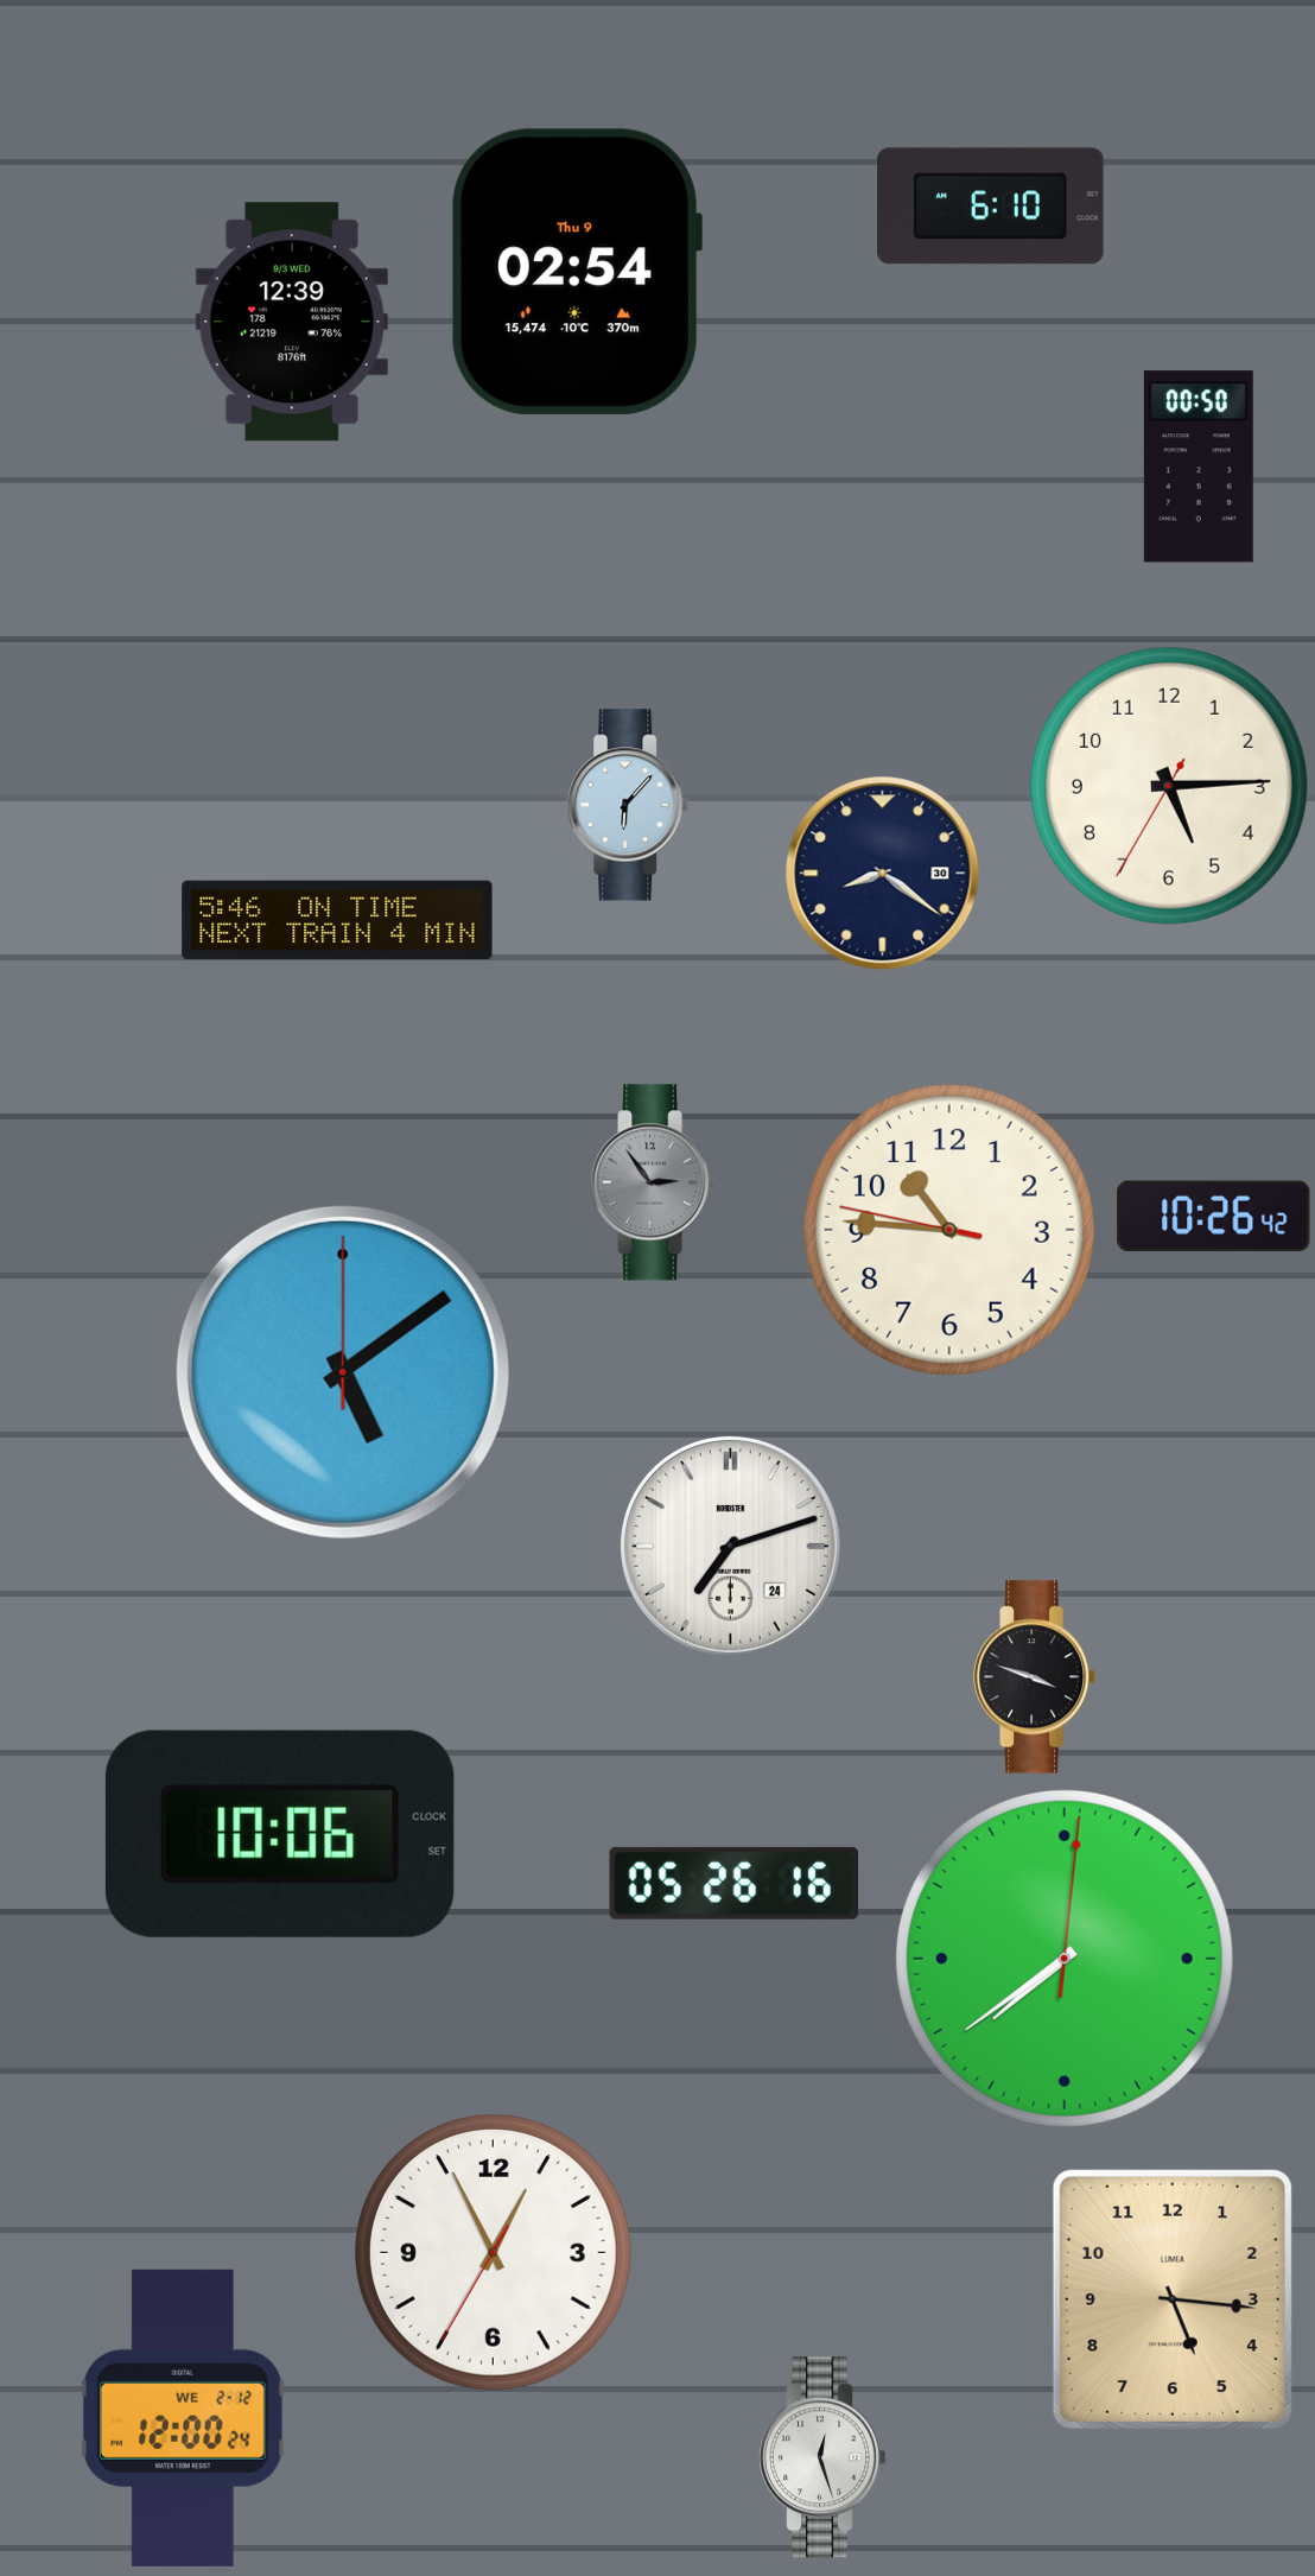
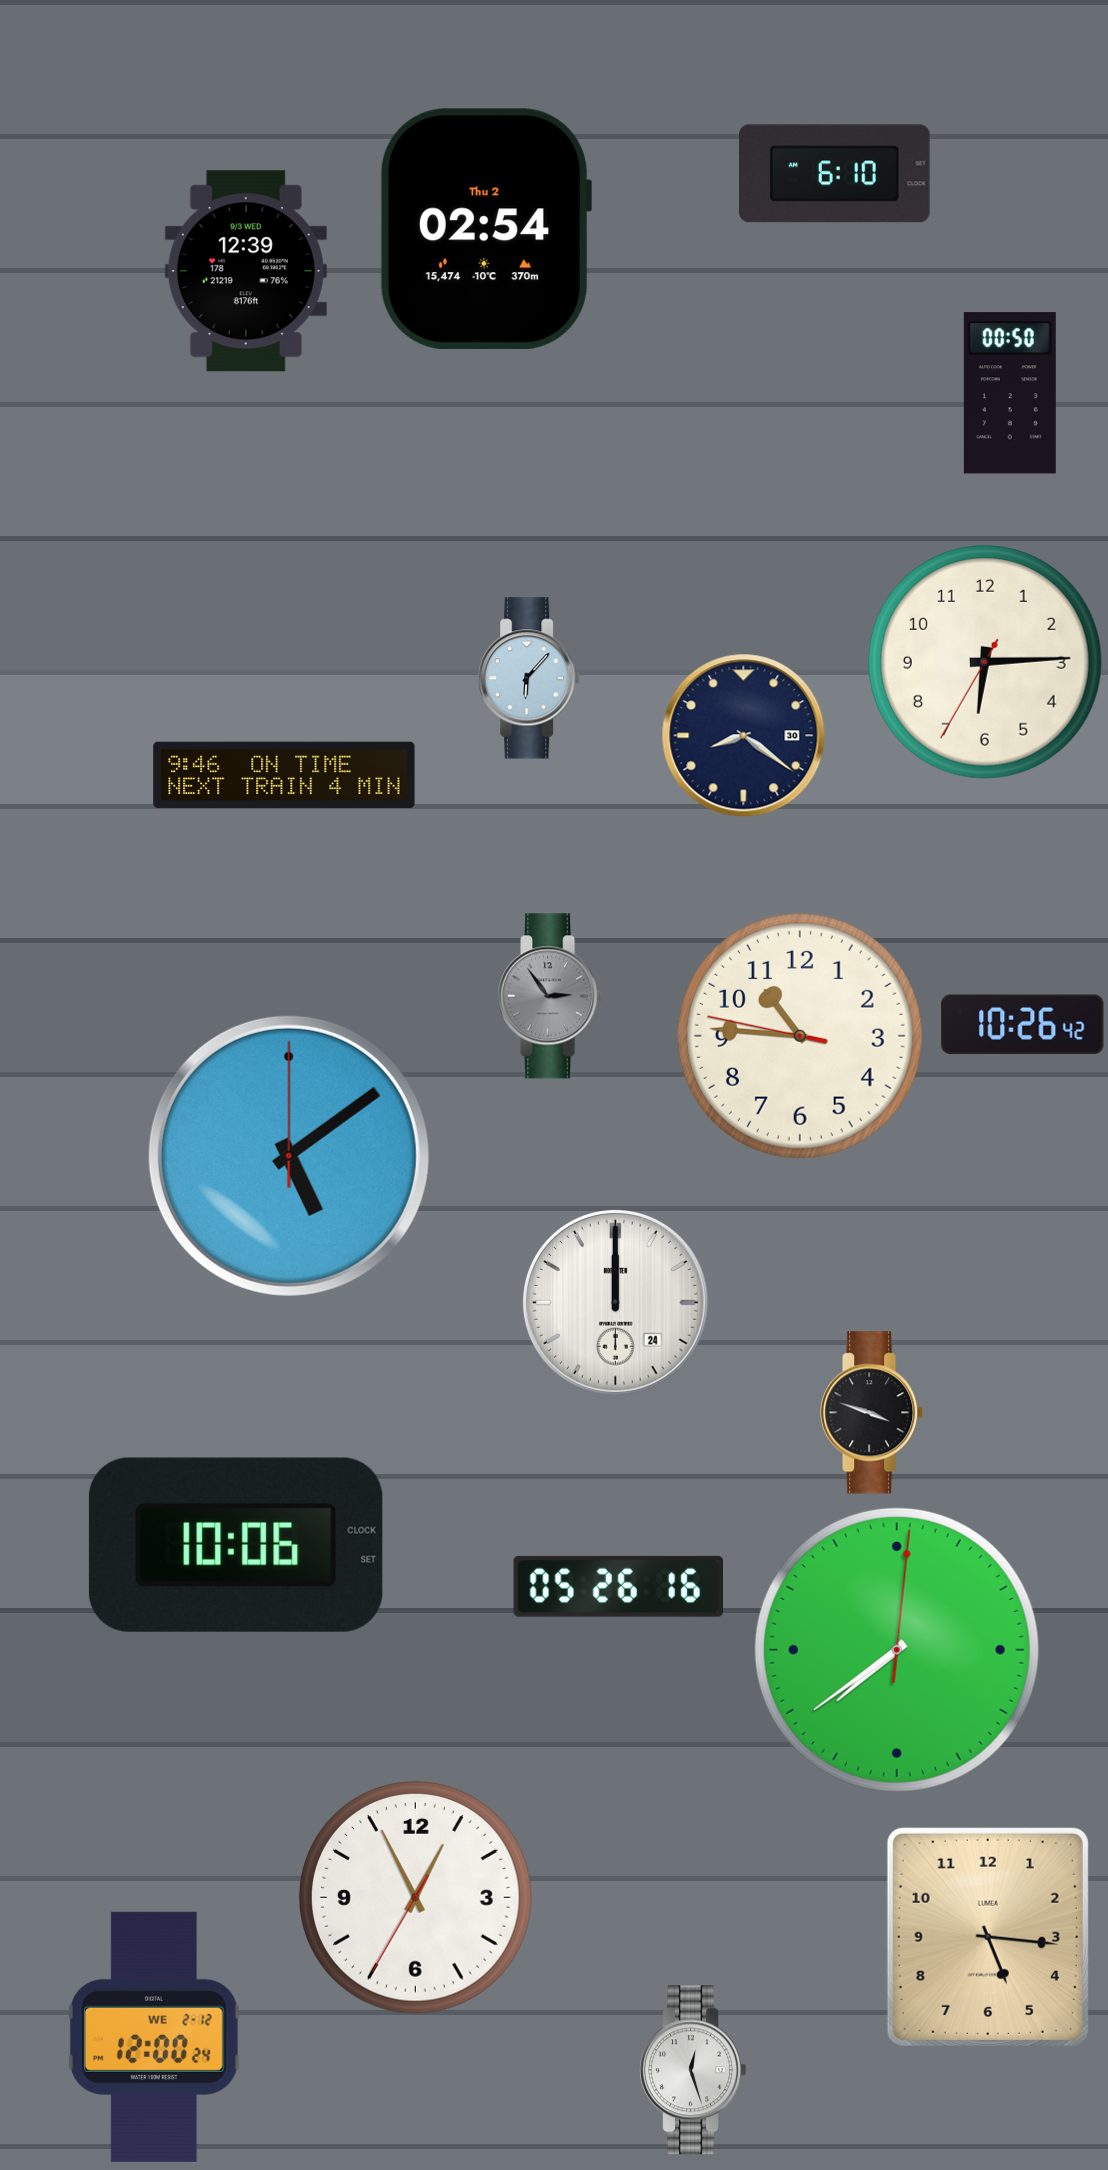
clock at (576, 272) date: Thu 9 -> Thu 2
clock at (1169, 786): 5:14 -> 6:14
clock at (337, 920): 5:46 -> 9:46
clock at (731, 1547): 7:12 -> 12:00
